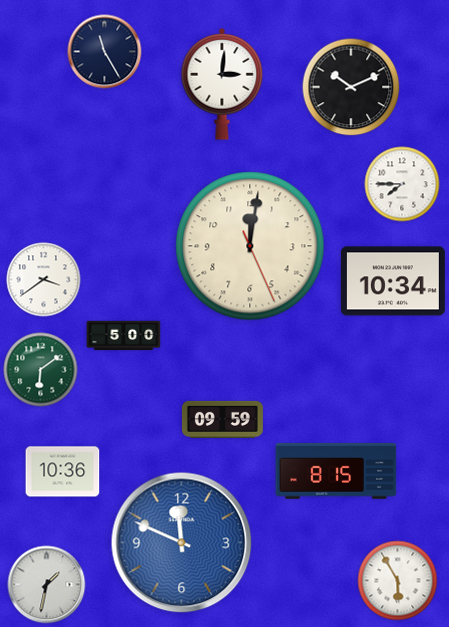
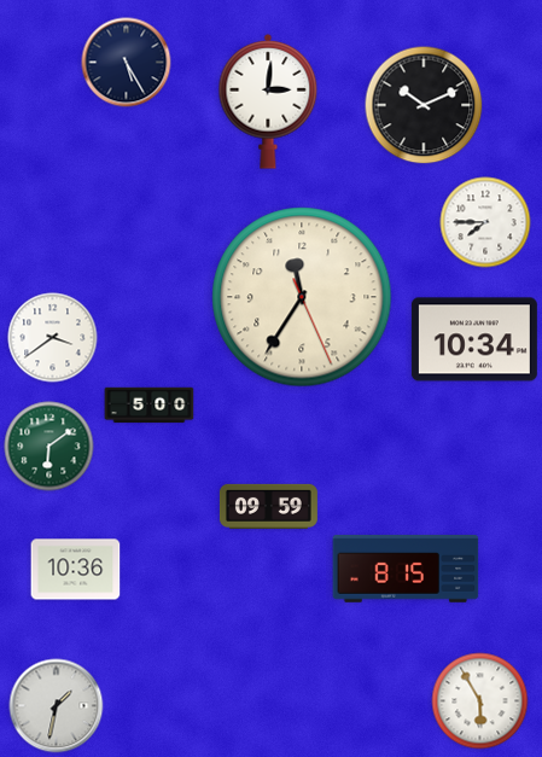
clock at (105, 52): 11:25 -> 5:25
clock at (250, 246): 12:01 -> 11:35
clock at (182, 543): 11:49 -> none
